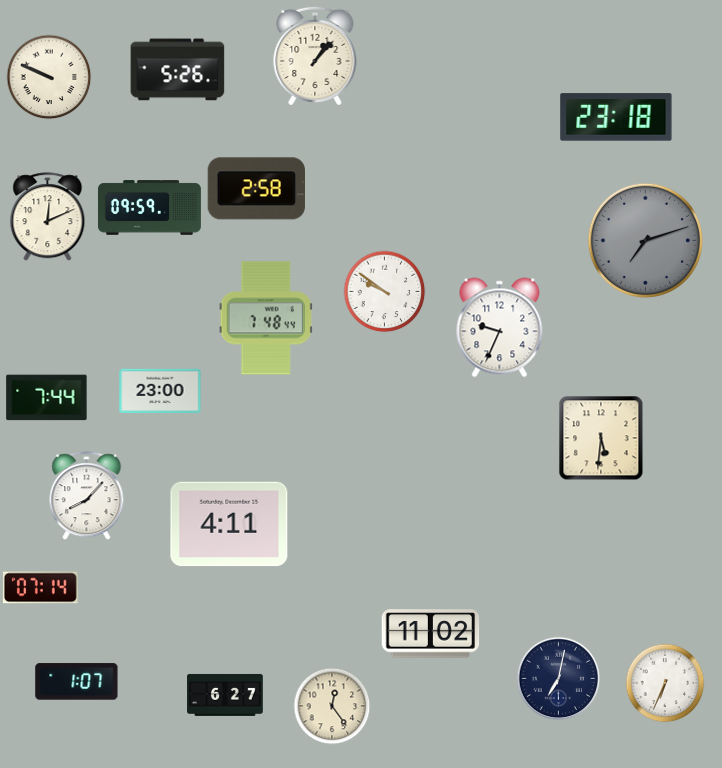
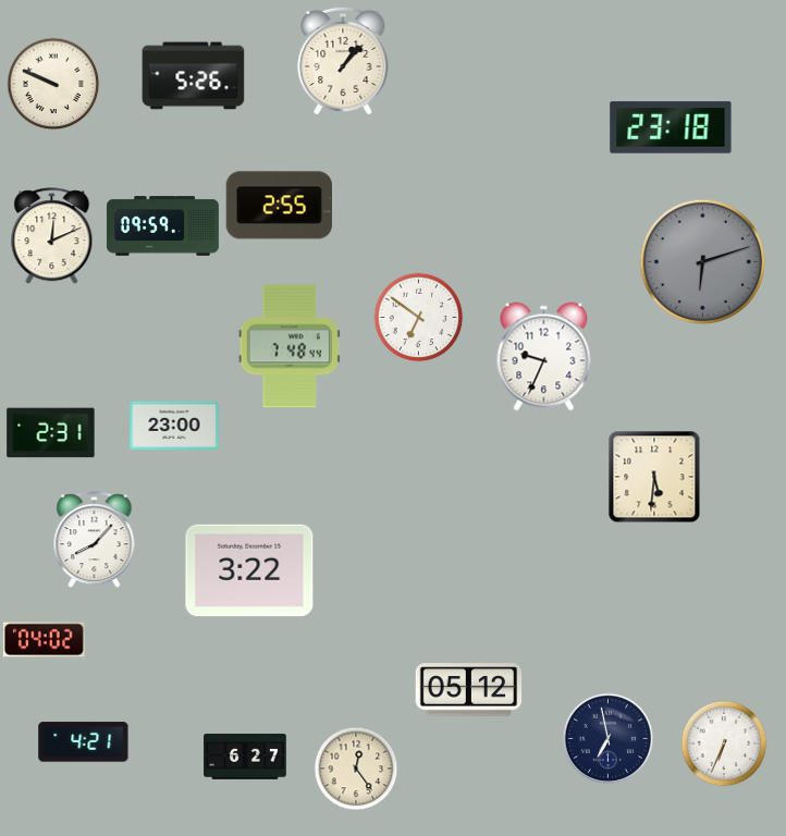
clock at (256, 189): 2:58 -> 2:55
clock at (645, 240): 7:12 -> 6:12
clock at (385, 292): 9:51 -> 6:51
clock at (47, 398): 7:44 -> 2:31
clock at (229, 524): 4:11 -> 3:22
clock at (40, 588): 07:14 -> 04:02
clock at (431, 634): 11:02 -> 05:12
clock at (559, 679): 7:02 -> 6:58
clock at (77, 682): 1:07 -> 4:21
clock at (332, 706) position: (332, 706) -> (356, 769)
